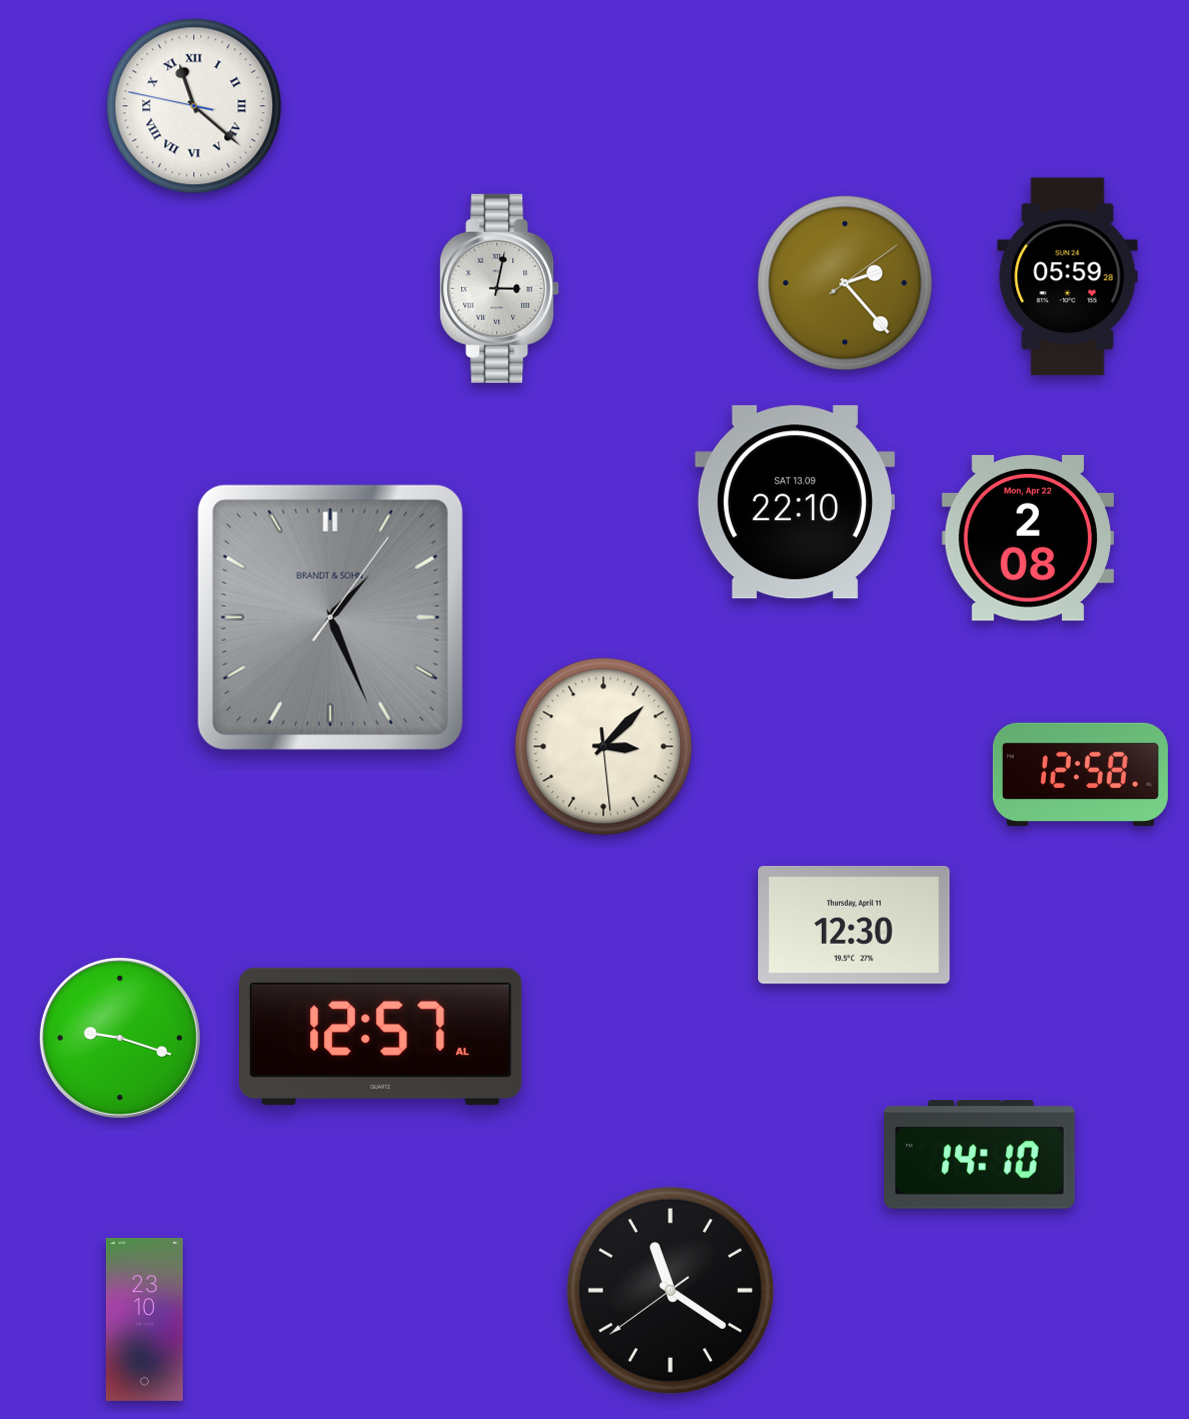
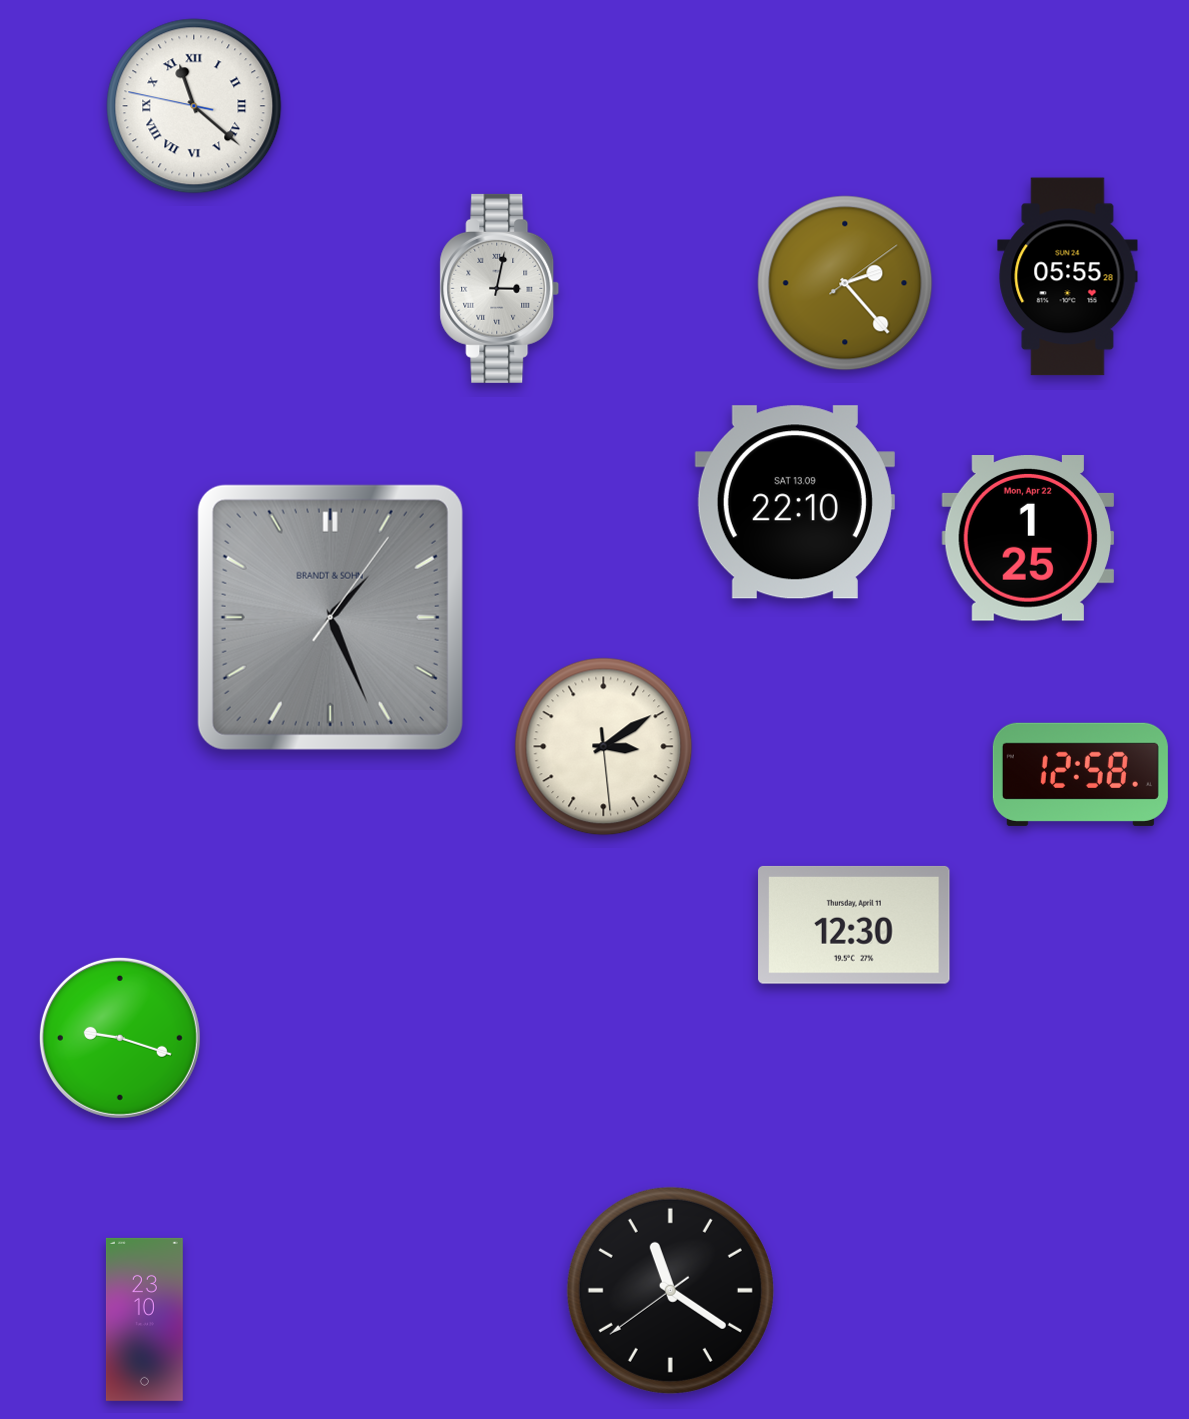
clock at (1068, 277): 05:59 -> 05:55
clock at (1027, 539): 2:08 -> 1:25
clock at (604, 747): 3:07 -> 3:09
clock at (381, 1036): 12:57 -> none
clock at (979, 1155): 14:10 -> none
